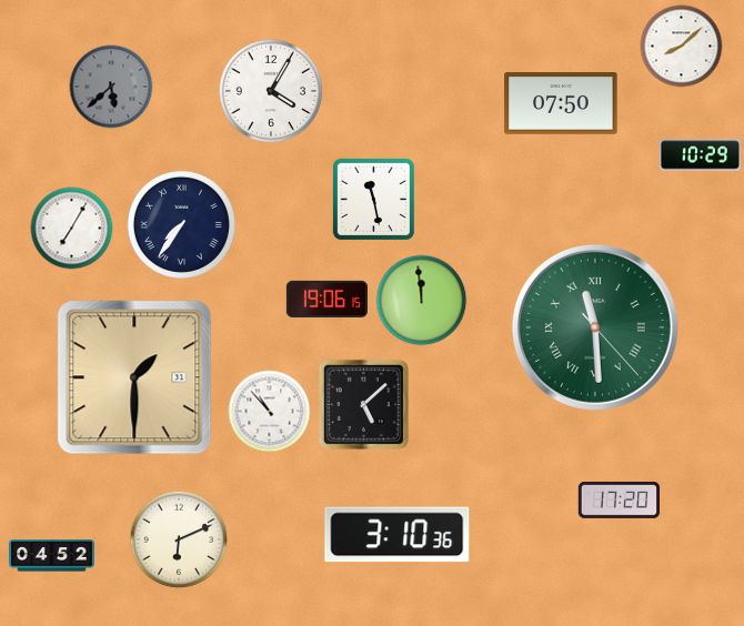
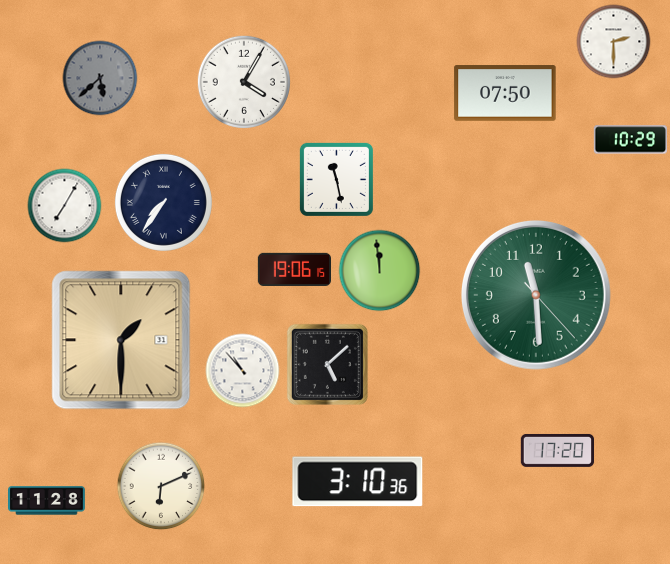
clock at (682, 47): 8:08 -> 2:30
clock at (595, 327) numerals: Roman -> Arabic
clock at (52, 556): 04:52 -> 11:28
